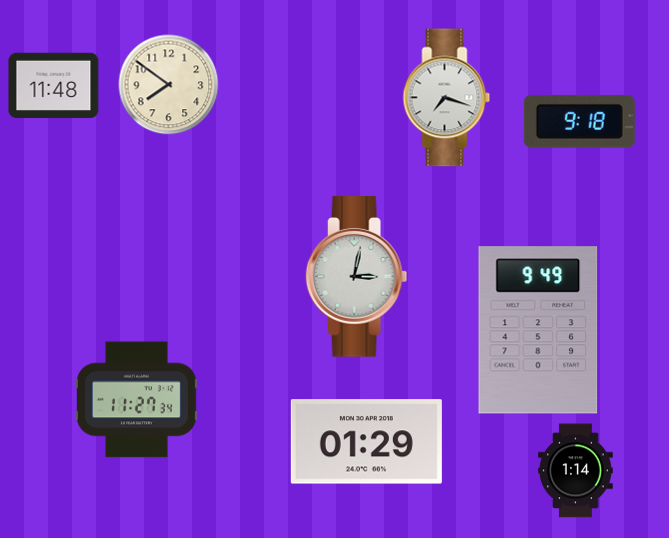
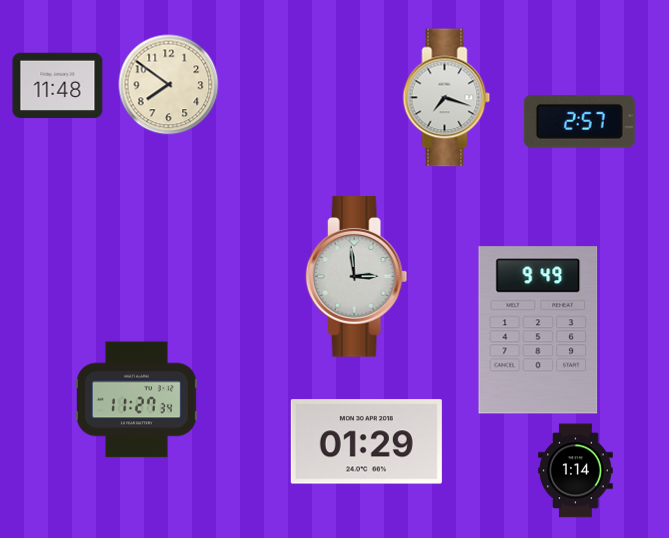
clock at (54, 86) position: (54, 86) -> (58, 86)
clock at (579, 121): 9:18 -> 2:57
clock at (357, 277): 3:02 -> 2:59
